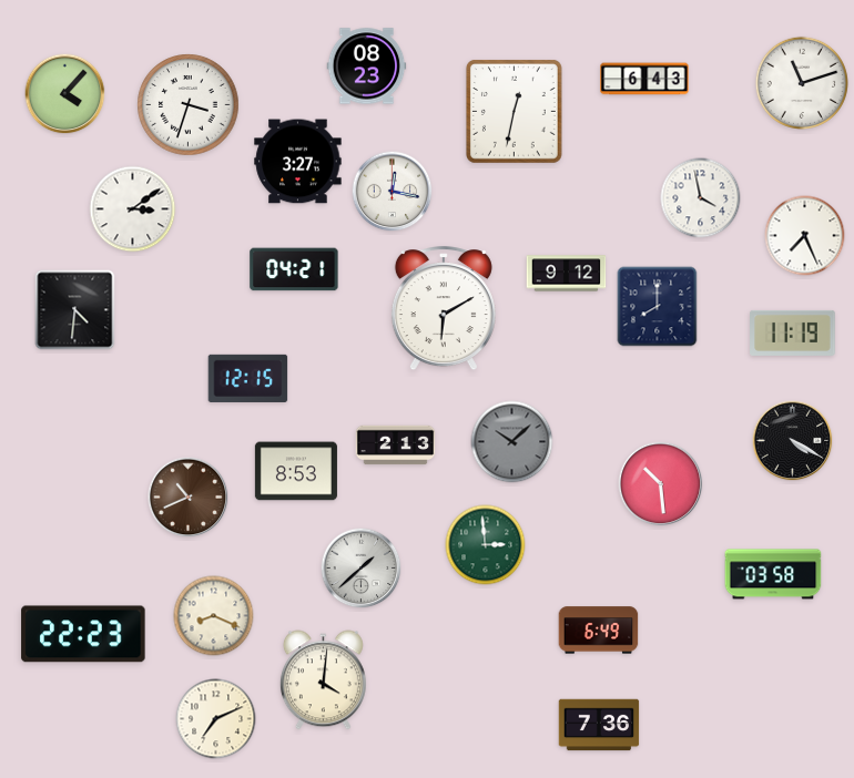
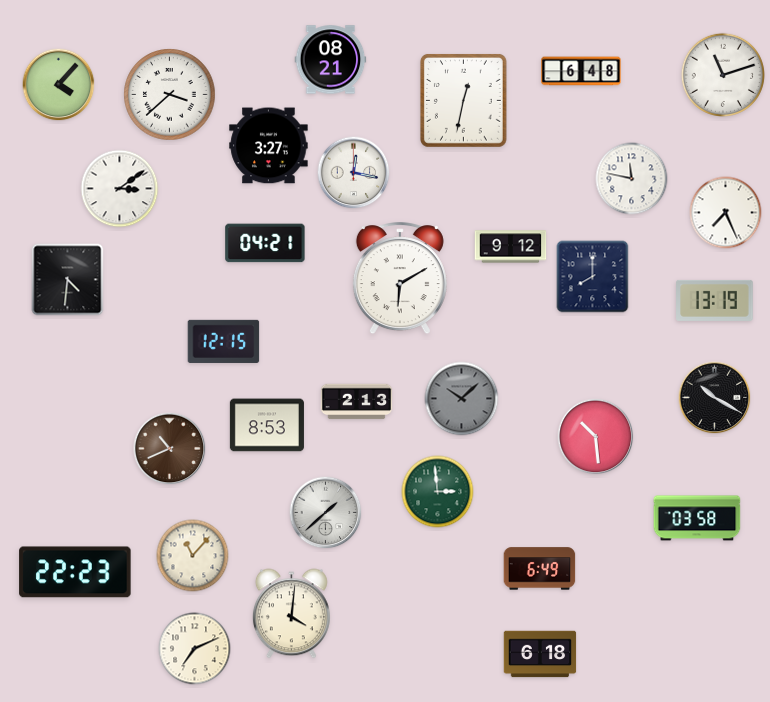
clock at (367, 66): 08:23 -> 08:21
clock at (644, 79): 6:43 -> 6:48
clock at (189, 105): 3:33 -> 3:38
clock at (701, 198): 3:58 -> 11:47
clock at (793, 332): 11:19 -> 13:19
clock at (793, 441): 4:20 -> 10:20
clock at (214, 616): 8:19 -> 11:07
clock at (599, 725): 7:36 -> 6:18
